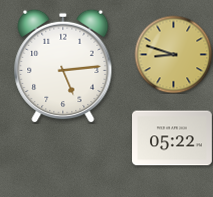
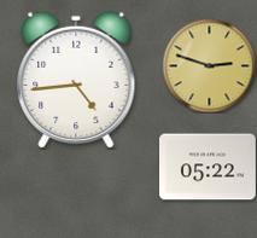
clock at (173, 54): 8:48 -> 2:48
clock at (63, 66): 5:14 -> 4:44
